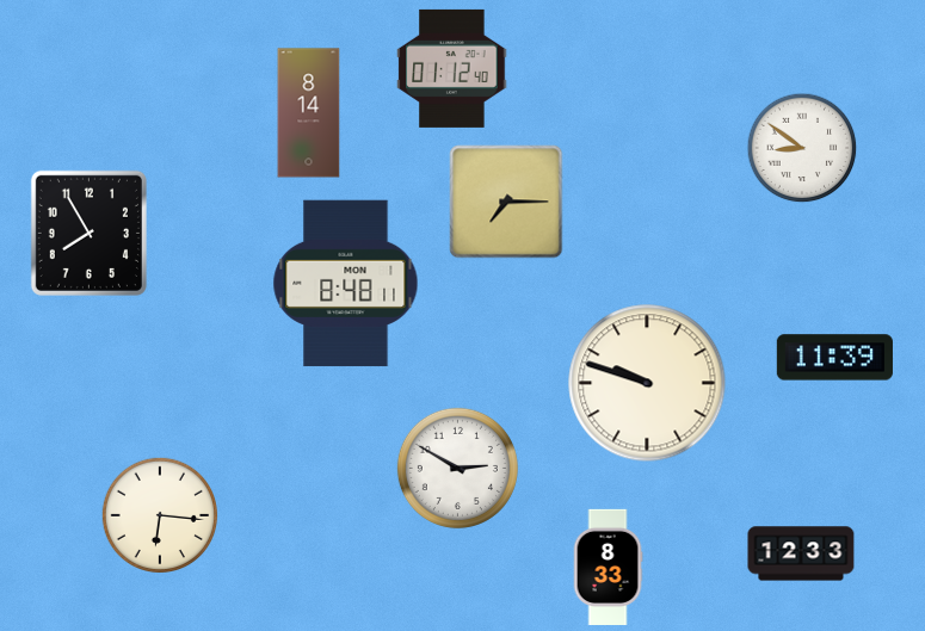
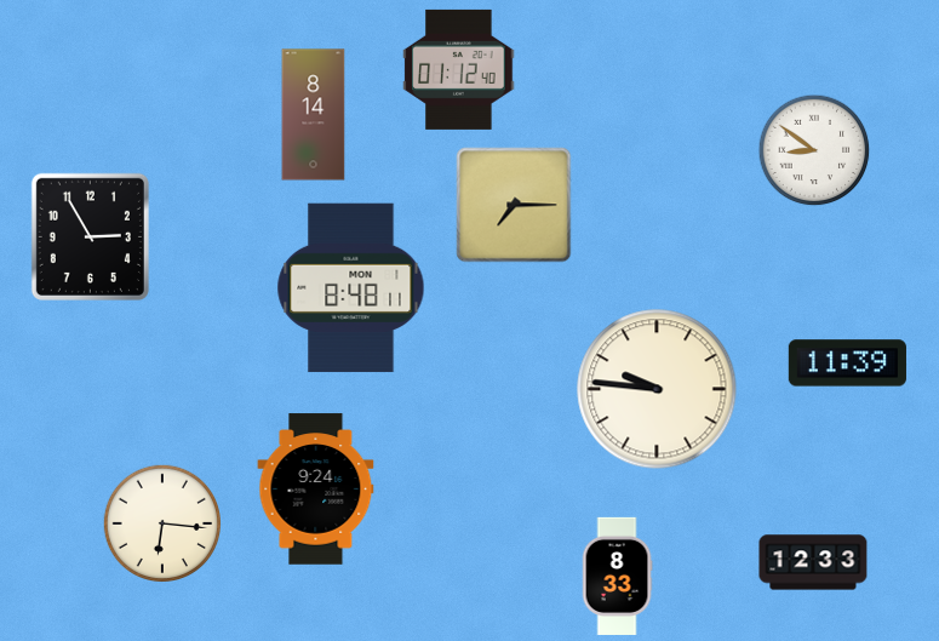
clock at (88, 233): 7:55 -> 2:55
clock at (647, 383): 9:48 -> 9:46
clock at (457, 468): 2:50 -> none
clock at (316, 490): none -> 9:24
